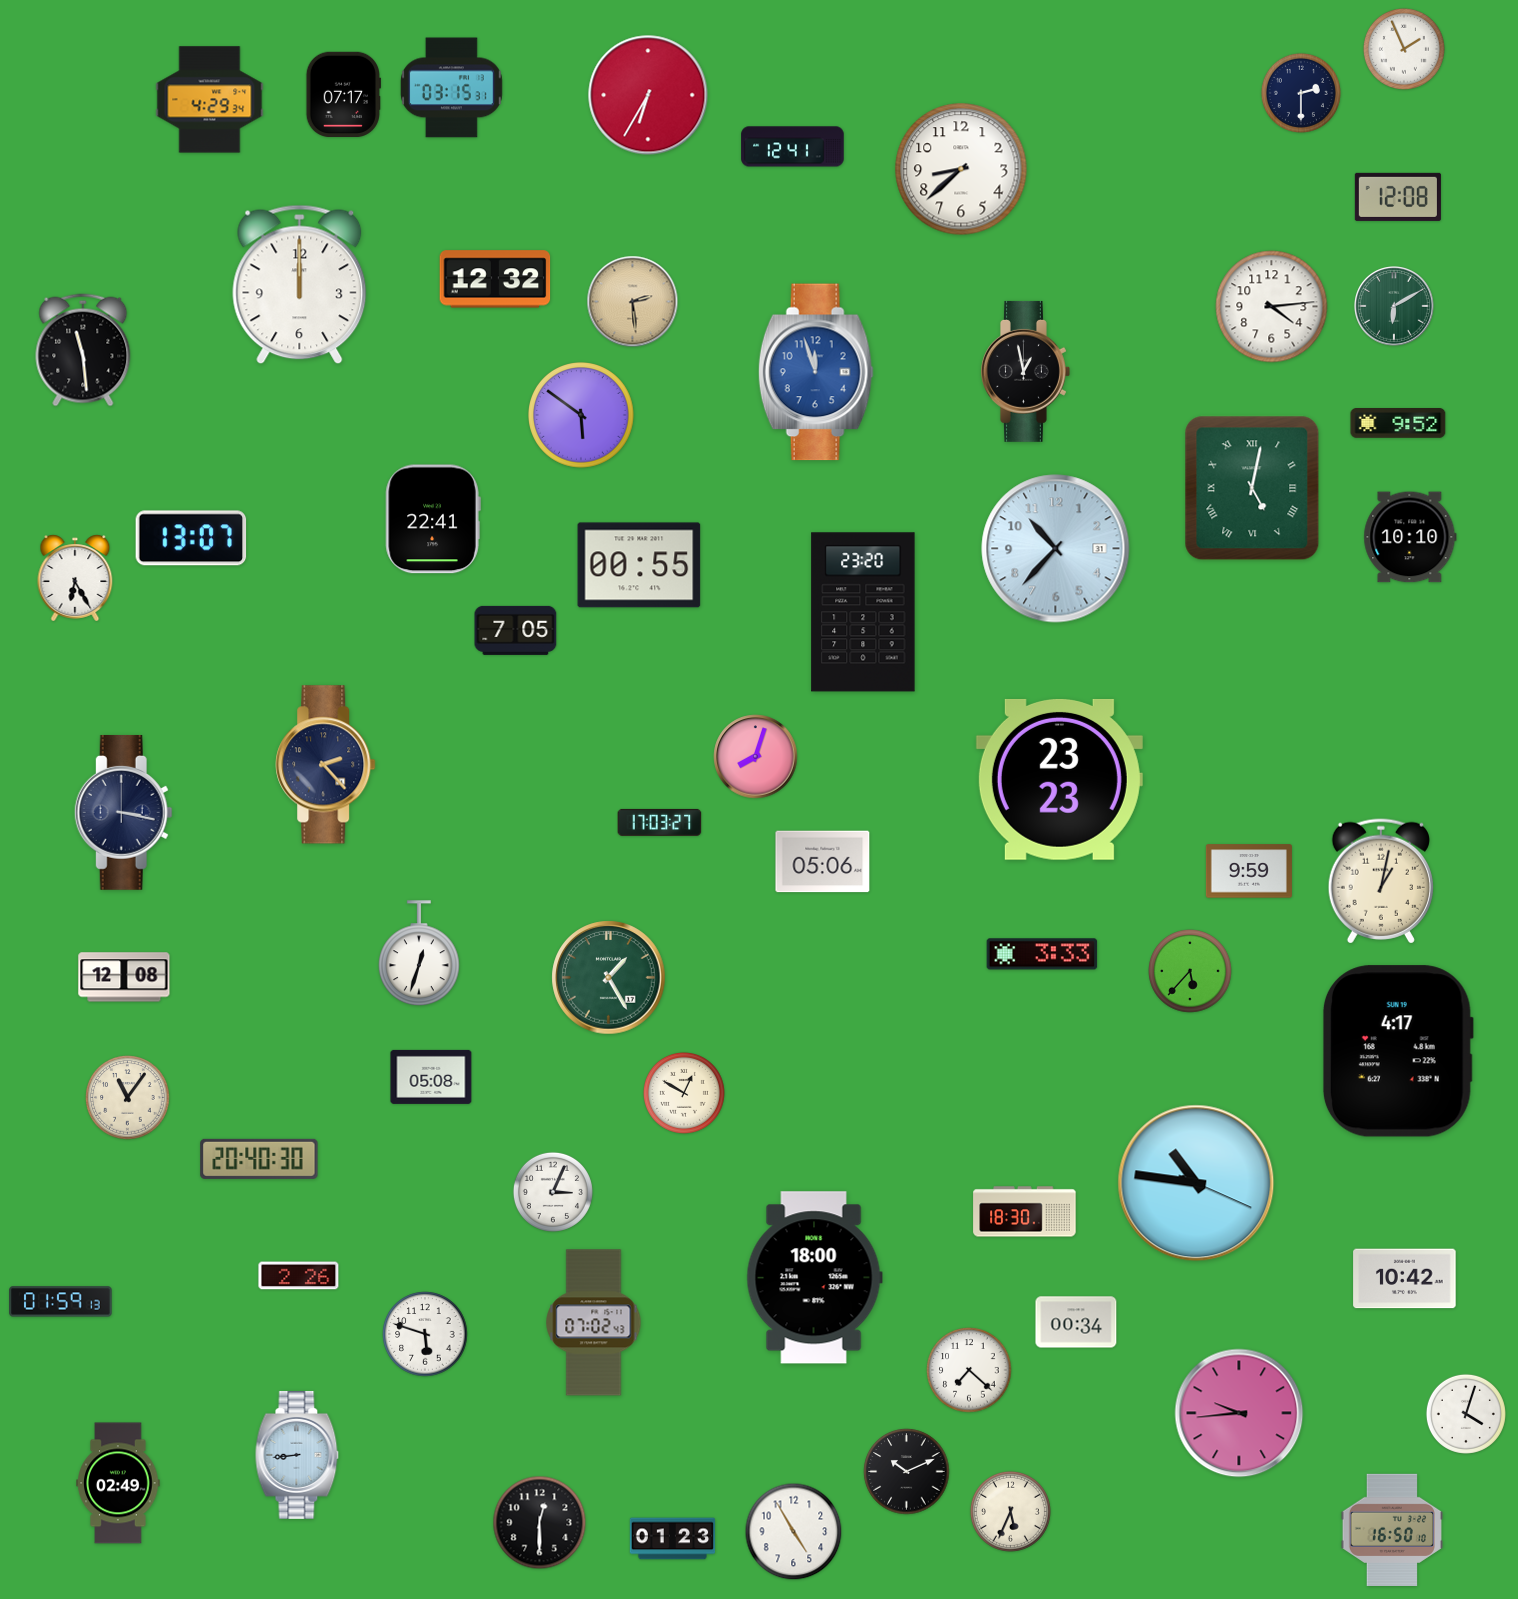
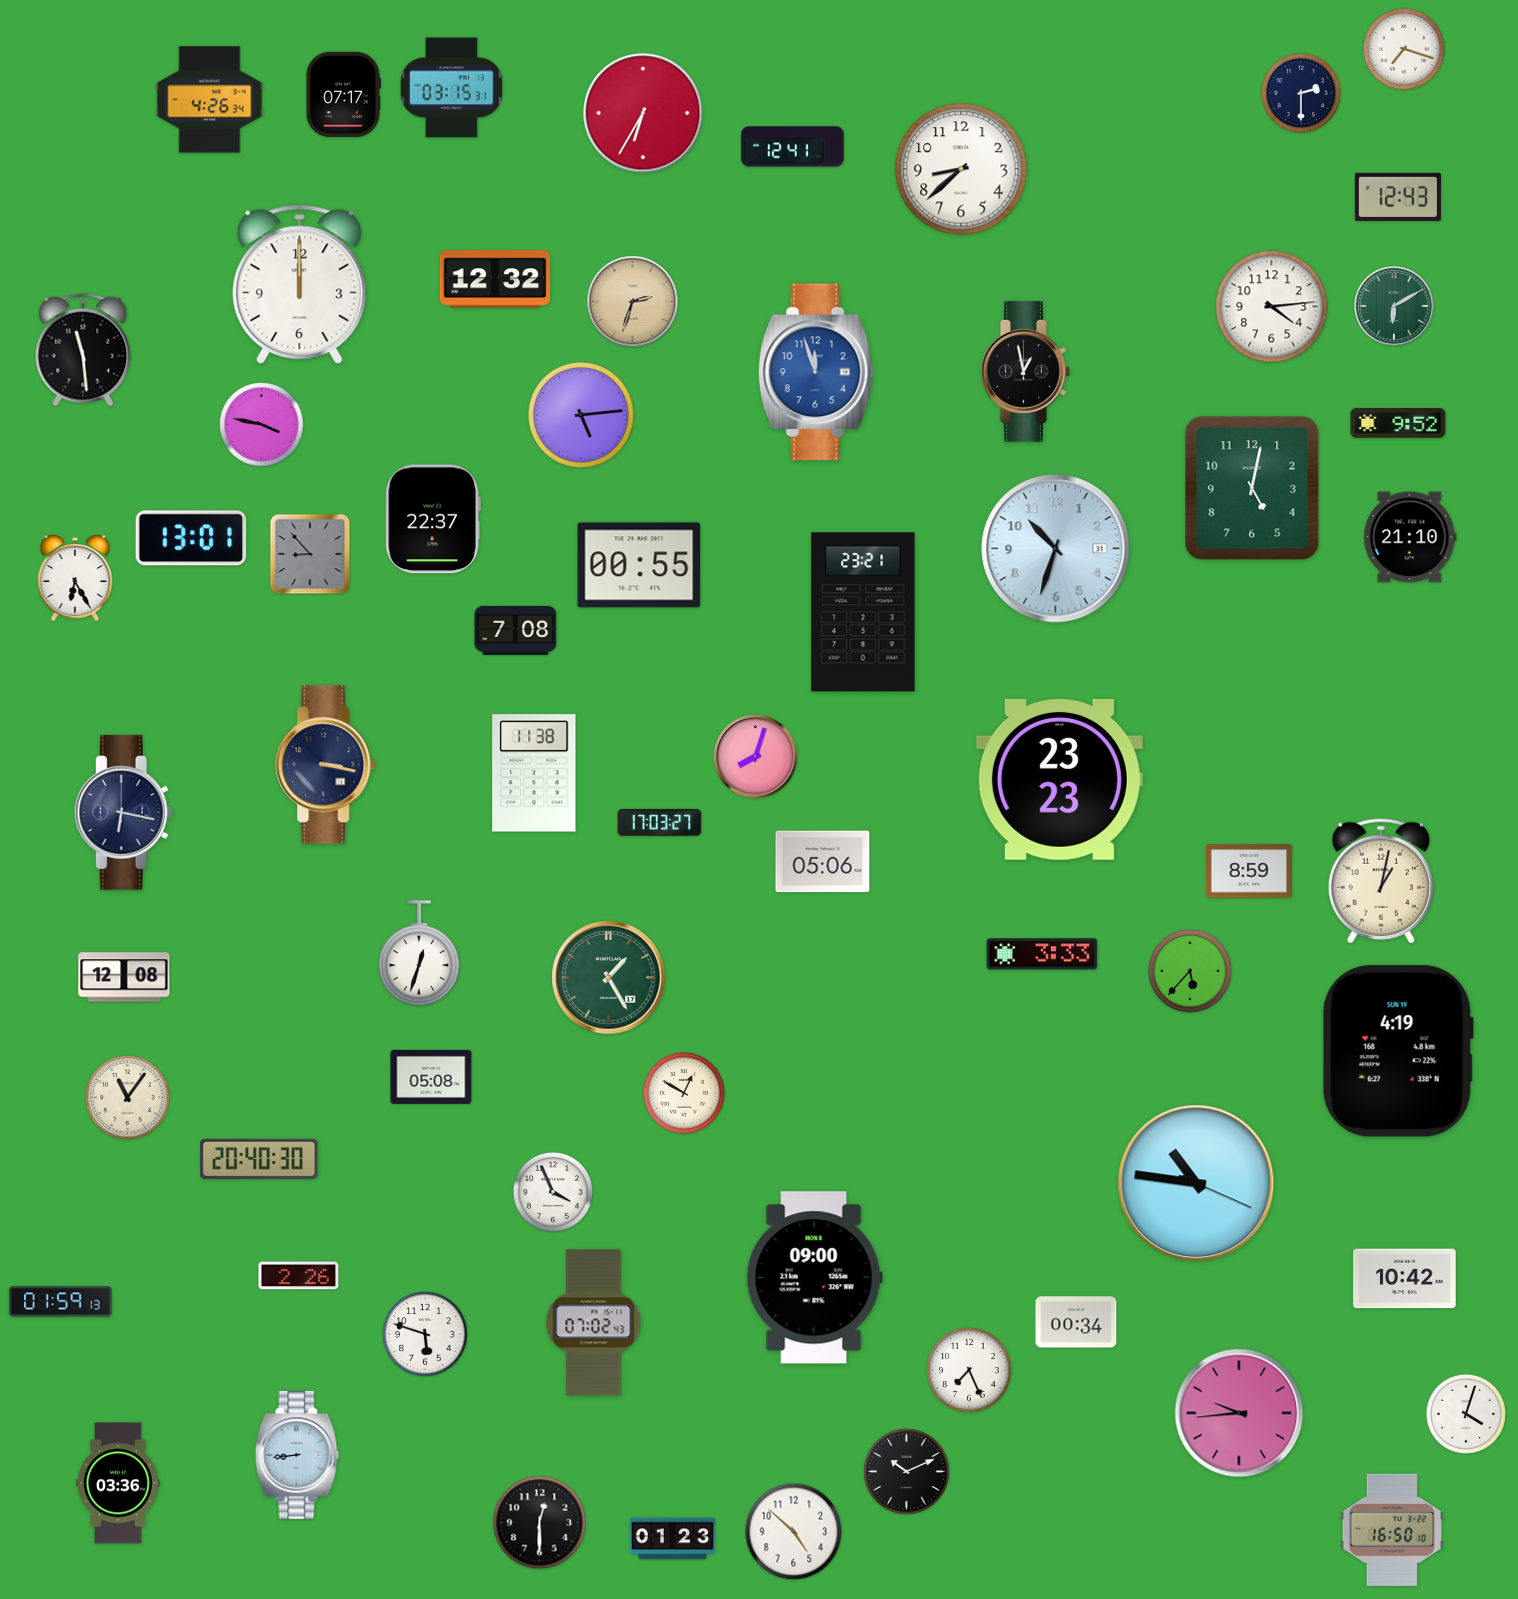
clock at (1404, 49): 1:56 -> 7:18
clock at (648, 95) position: (648, 95) -> (643, 113)
clock at (210, 100): 4:29 -> 4:26
clock at (1398, 197): 12:08 -> 12:43
clock at (633, 302): 2:29 -> 2:33
clock at (582, 416): 5:51 -> 5:14
clock at (262, 425): none -> 3:47
clock at (1252, 488) numerals: Roman -> Arabic
clock at (433, 519): 22:41 -> 22:37
clock at (1410, 537): 10:10 -> 21:10
clock at (191, 538): 13:07 -> 13:01
clock at (1056, 549): 10:37 -> 10:33
clock at (310, 554): none -> 8:53
clock at (863, 612): 23:20 -> 23:21
clock at (516, 630): 7:05 -> 7:08
clock at (326, 765): 2:23 -> 3:17
clock at (534, 773): none -> 11:38
clock at (123, 812): 3:17 -> 6:17
clock at (1249, 871): 9:59 -> 8:59
clock at (1398, 1051): 4:17 -> 4:19
clock at (553, 1192): 3:04 -> 3:56
clock at (1025, 1212): 18:30 -> none
clock at (814, 1278): 18:00 -> 09:00
clock at (969, 1370): 7:22 -> 7:26
clock at (118, 1483): 02:49 -> 03:36
clock at (1010, 1511): 5:34 -> none
clock at (794, 1532): 4:55 -> 4:52
